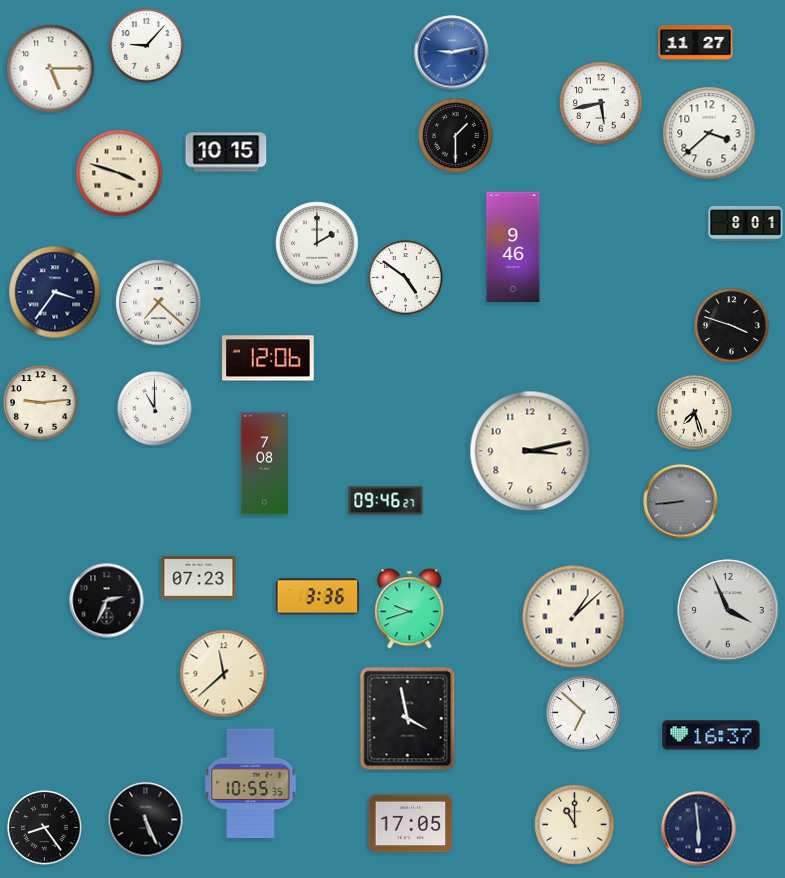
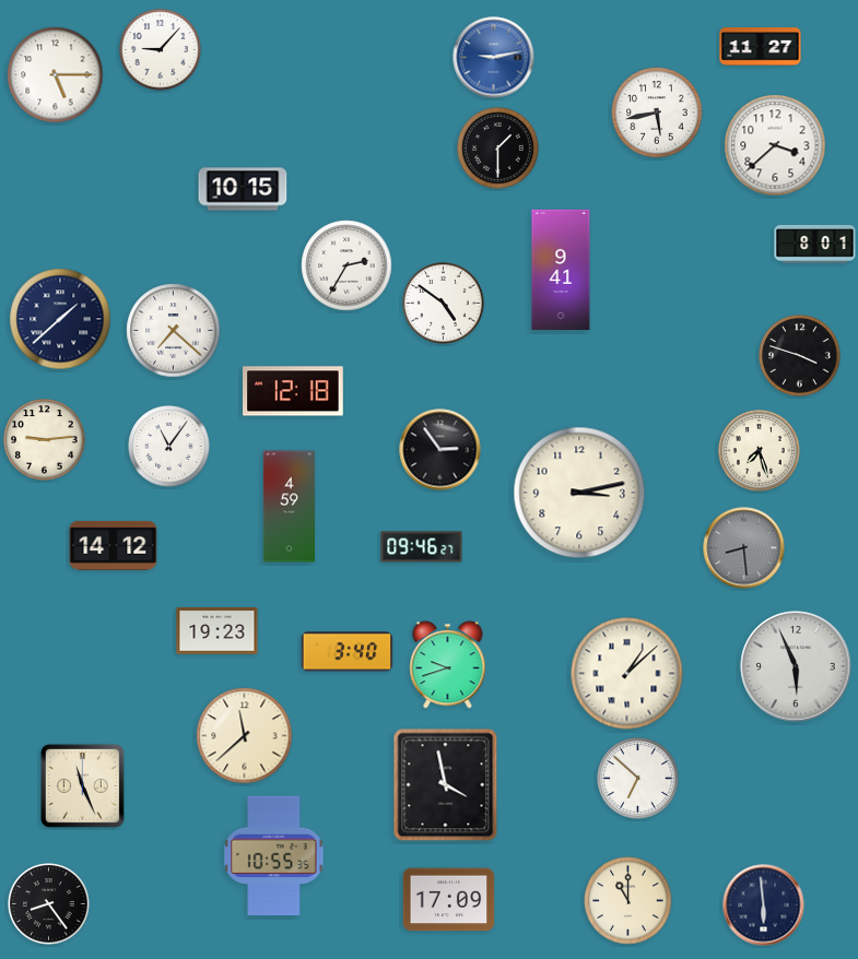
clock at (226, 152) position: (226, 152) -> (243, 189)
clock at (119, 173): 3:48 -> none
clock at (317, 243): 2:00 -> 2:35
clock at (513, 247): 9:46 -> 9:41
clock at (55, 292): 3:36 -> 1:38
clock at (268, 358): 12:06 -> 12:18
clock at (155, 409): 11:00 -> 11:06
clock at (440, 450): none -> 2:54
clock at (264, 464): 7:08 -> 4:59
clock at (114, 545): none -> 14:12
clock at (681, 502): 8:44 -> 8:29
clock at (199, 578): 07:23 -> 19:23
clock at (318, 597): 3:36 -> 3:40
clock at (107, 601): 2:34 -> none
clock at (728, 610): 3:56 -> 5:56
clock at (82, 785): none -> 11:26
clock at (711, 735): 16:37 -> none
clock at (146, 820): 5:26 -> none
clock at (411, 824): 17:05 -> 17:09
